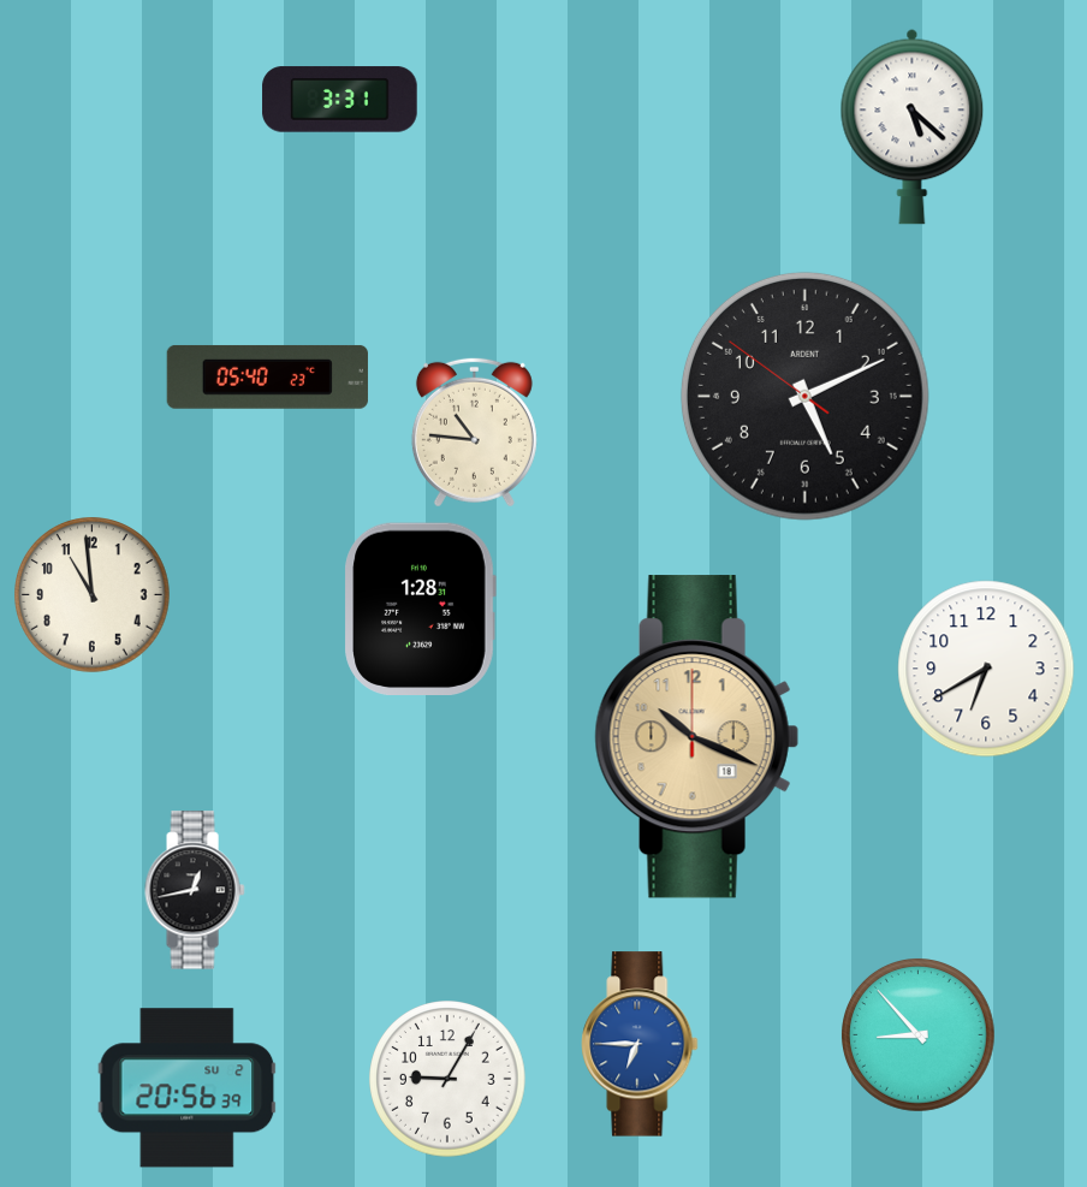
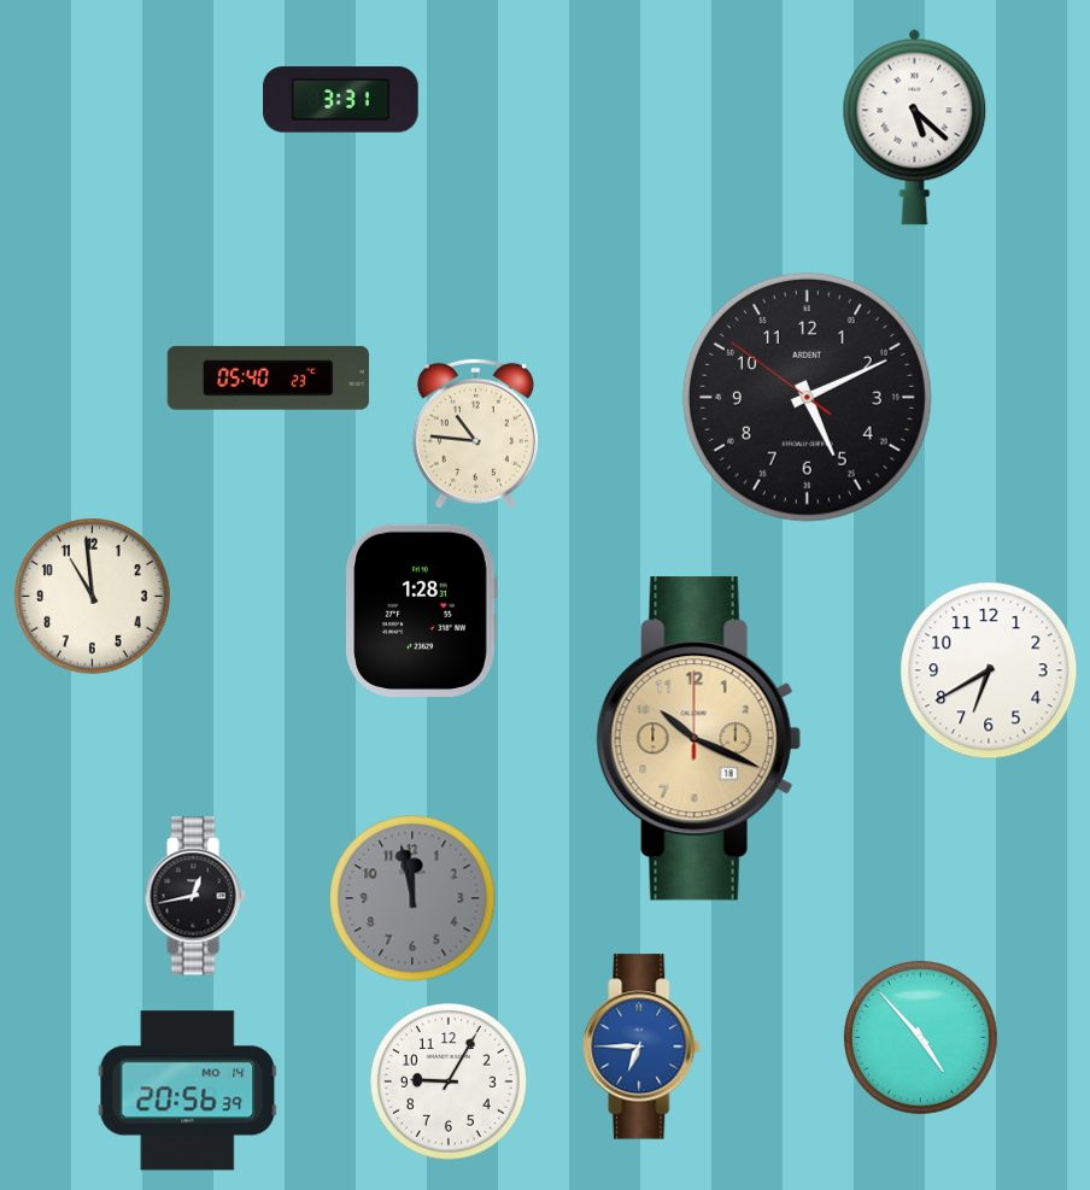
clock at (195, 890) position: (195, 890) -> (195, 896)
clock at (412, 898): none -> 11:58
clock at (919, 1035): 8:53 -> 4:53
clock at (188, 1088) date: SU 2 -> MO 14
